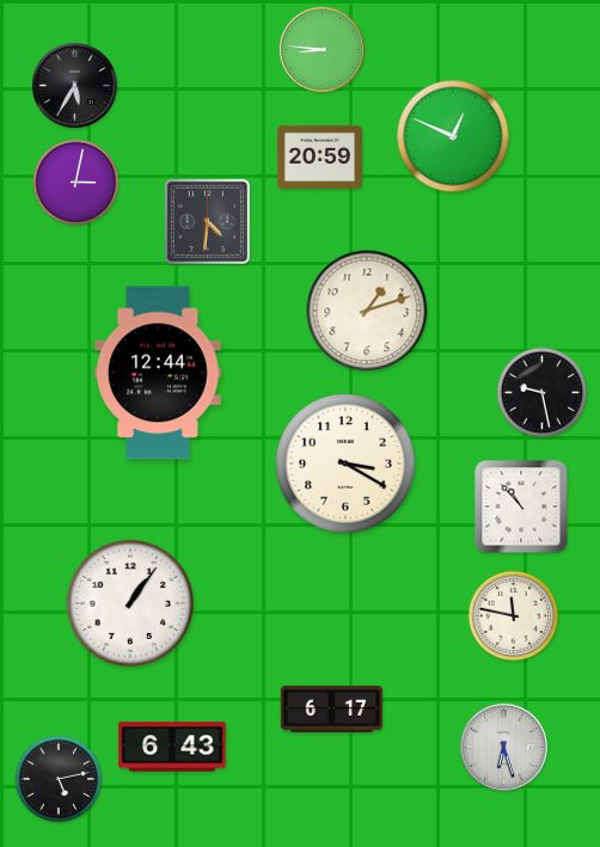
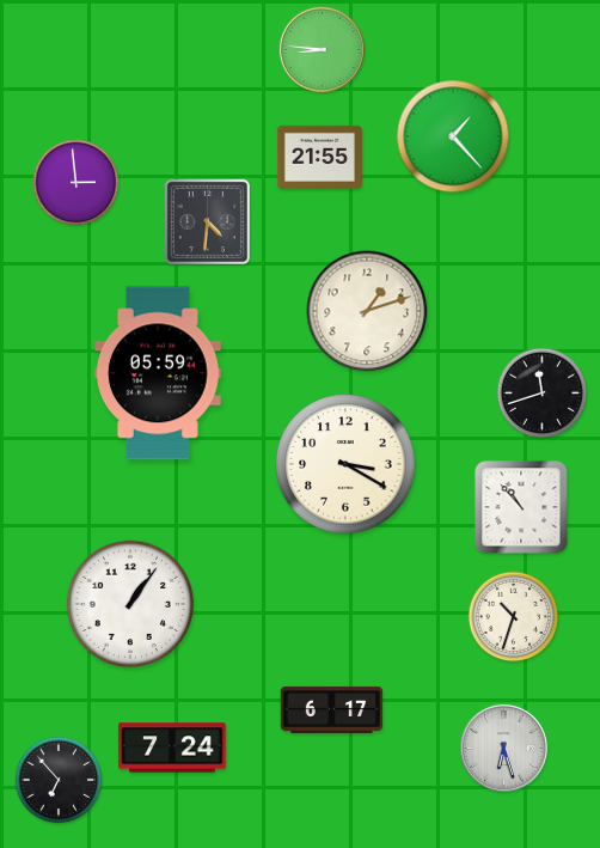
clock at (74, 85): 5:35 -> none
clock at (453, 136): 12:49 -> 1:23
clock at (319, 156): 20:59 -> 21:55
clock at (76, 183): 3:02 -> 2:59
clock at (159, 373): 12:44 -> 05:59
clock at (543, 393): 9:28 -> 11:42
clock at (514, 616): 11:47 -> 10:33
clock at (172, 747): 6:43 -> 7:24
clock at (59, 779): 5:13 -> 6:53
